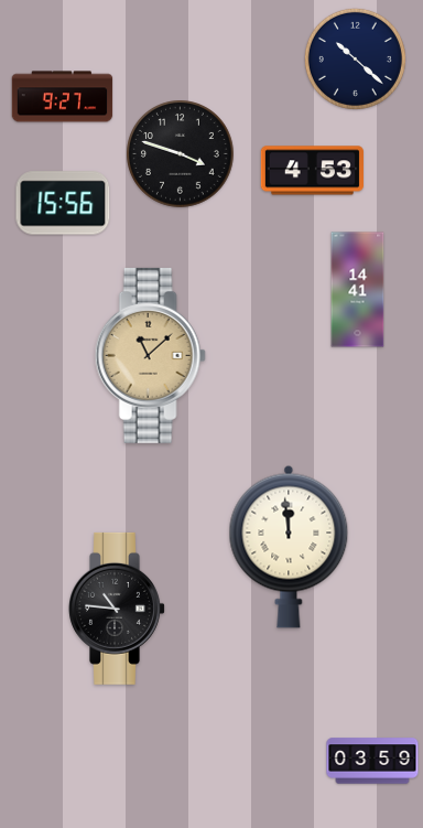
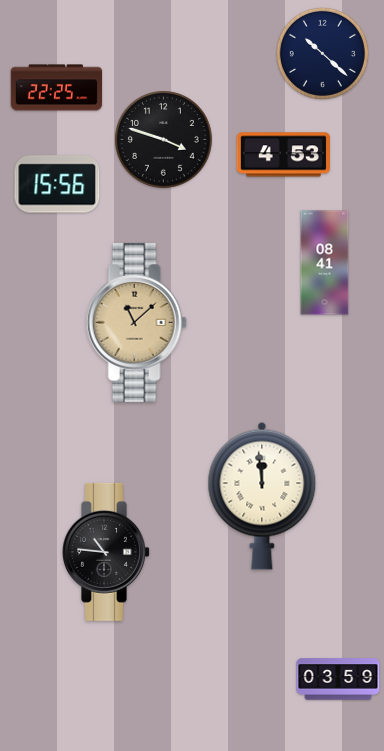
clock at (63, 97): 9:27 -> 22:25
clock at (358, 290): 14:41 -> 08:41
clock at (372, 761) position: (372, 761) -> (338, 679)
